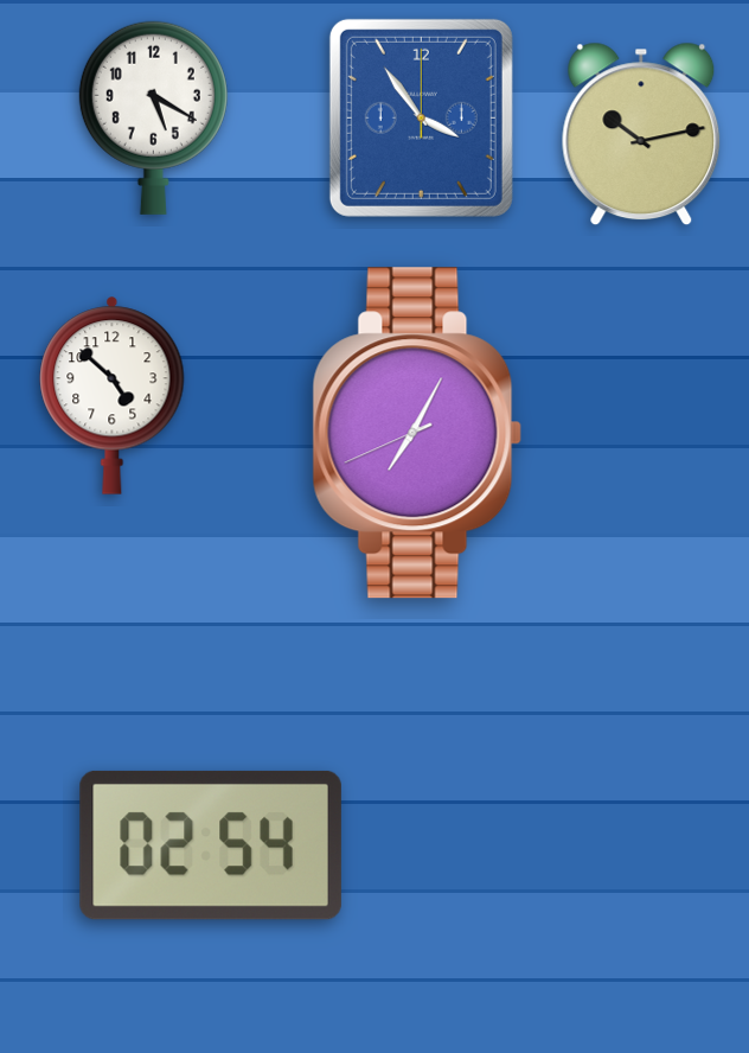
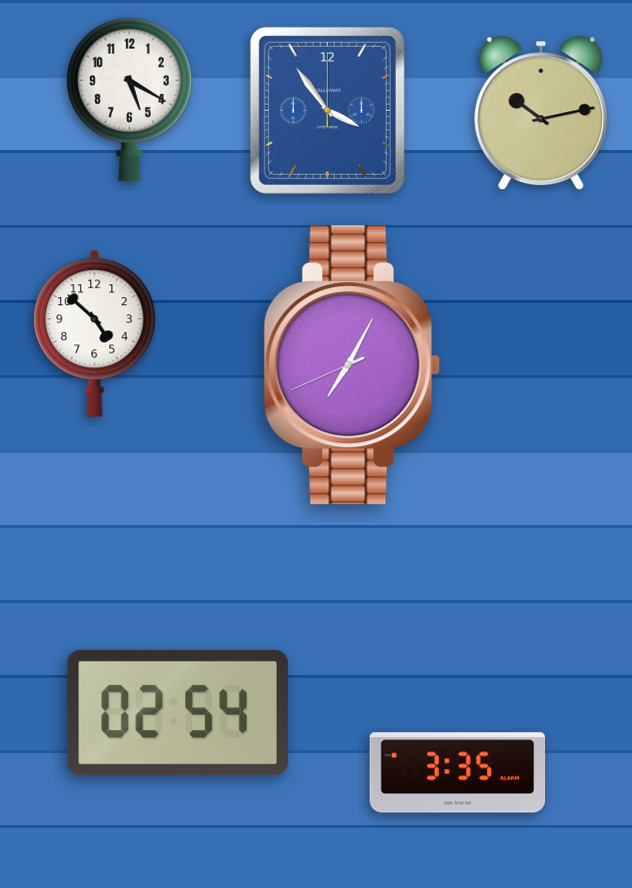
clock at (421, 117) position: (421, 117) -> (327, 110)
clock at (458, 773): none -> 3:35
